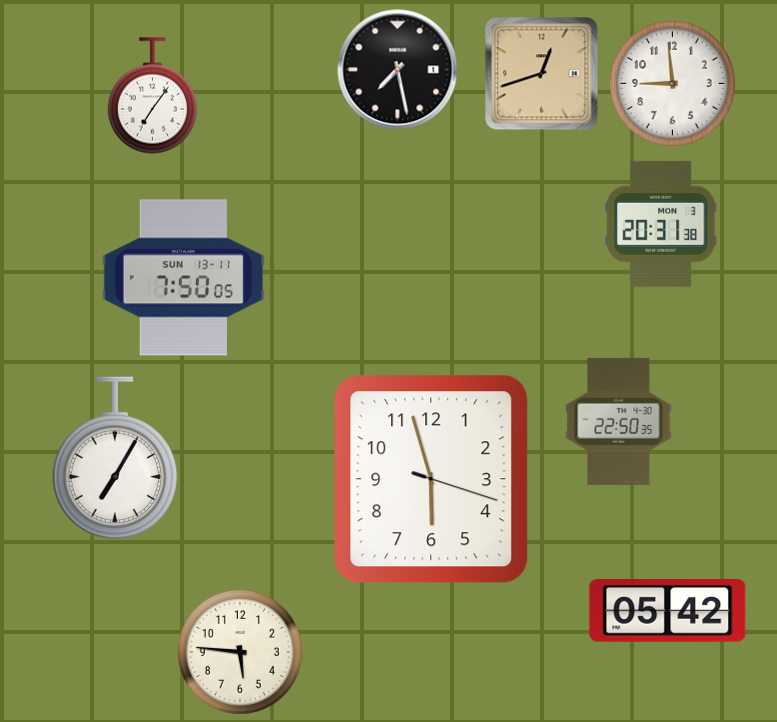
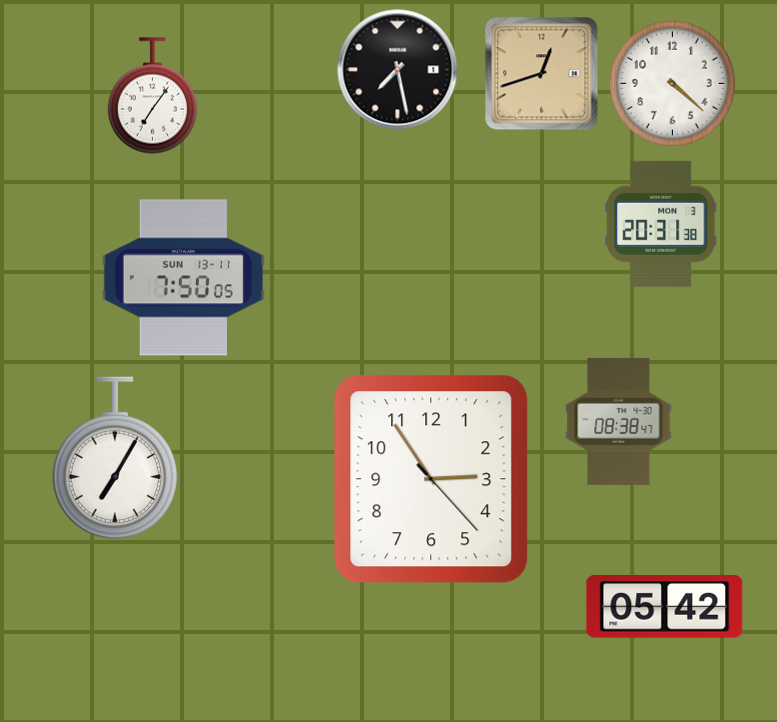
clock at (672, 83): 8:59 -> 4:22
clock at (619, 421): 22:50 -> 08:38
clock at (431, 479): 5:57 -> 2:54
clock at (668, 611) position: (668, 611) -> (665, 607)
clock at (240, 652): 5:46 -> none
